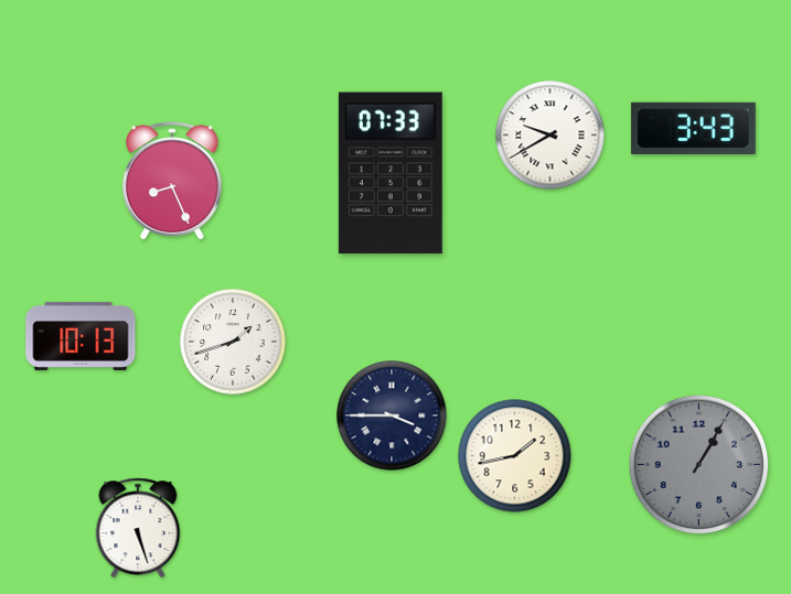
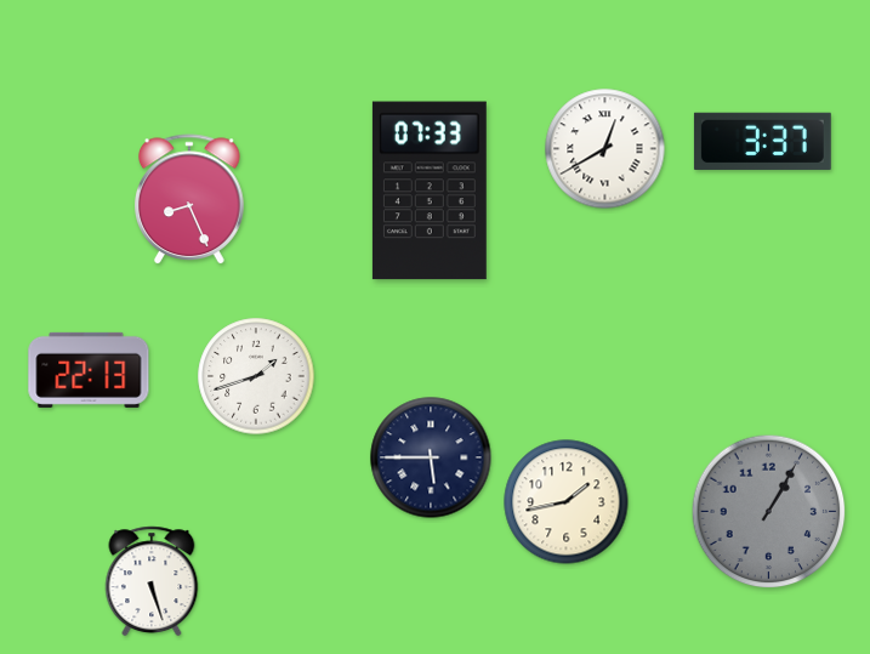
clock at (693, 128): 3:43 -> 3:37
clock at (551, 136): 9:40 -> 12:40
clock at (81, 336): 10:13 -> 22:13
clock at (392, 415): 3:45 -> 5:45
